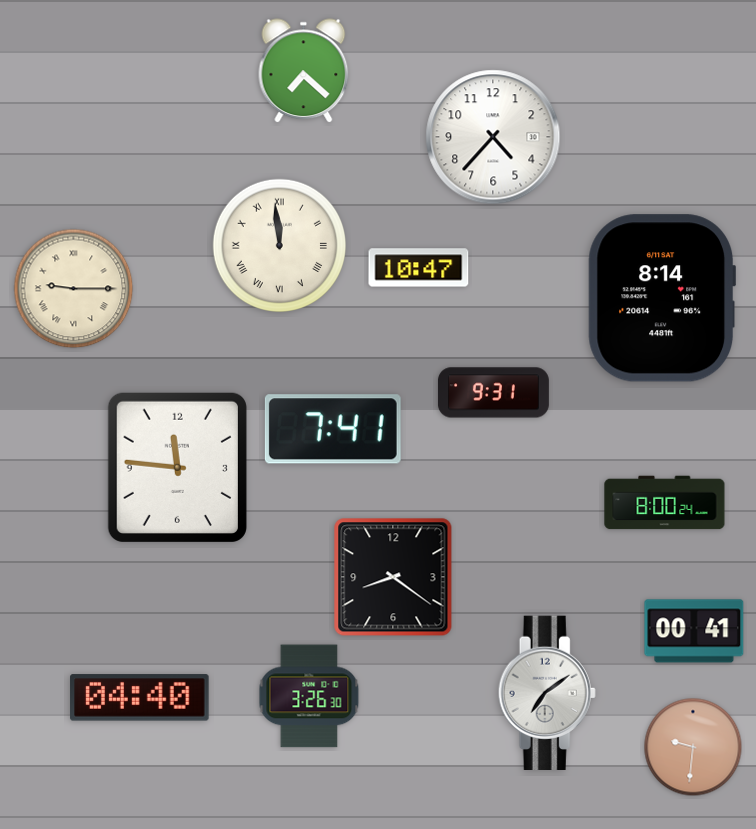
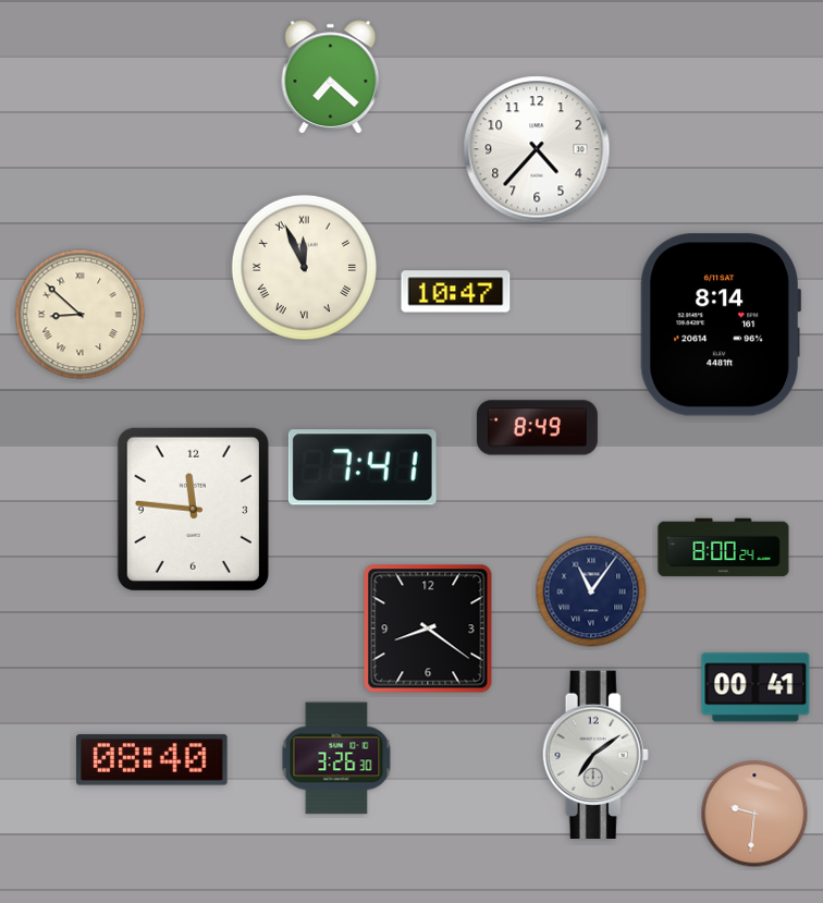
clock at (280, 246): 11:59 -> 11:56
clock at (74, 289): 9:15 -> 8:52
clock at (493, 393): 9:31 -> 8:49
clock at (591, 591): none -> 11:06
clock at (140, 698): 04:40 -> 08:40
